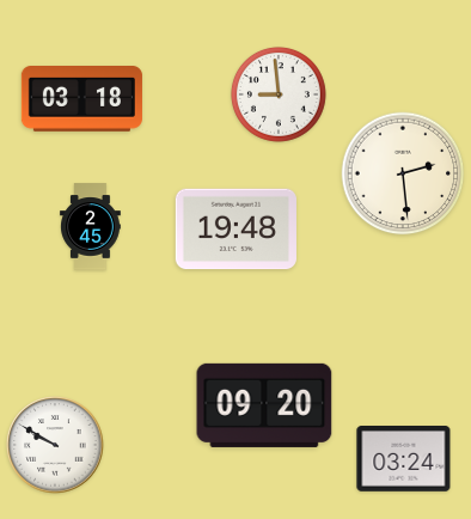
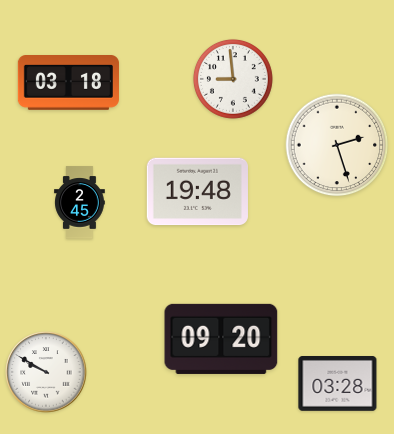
clock at (403, 173): 2:29 -> 2:27
clock at (91, 227) position: (91, 227) -> (80, 203)
clock at (404, 459): 03:24 -> 03:28
